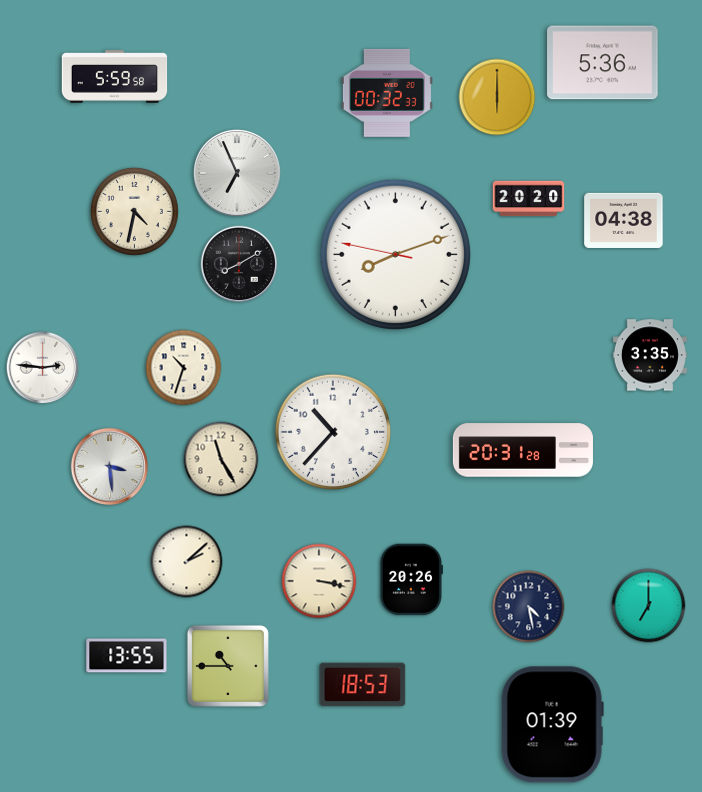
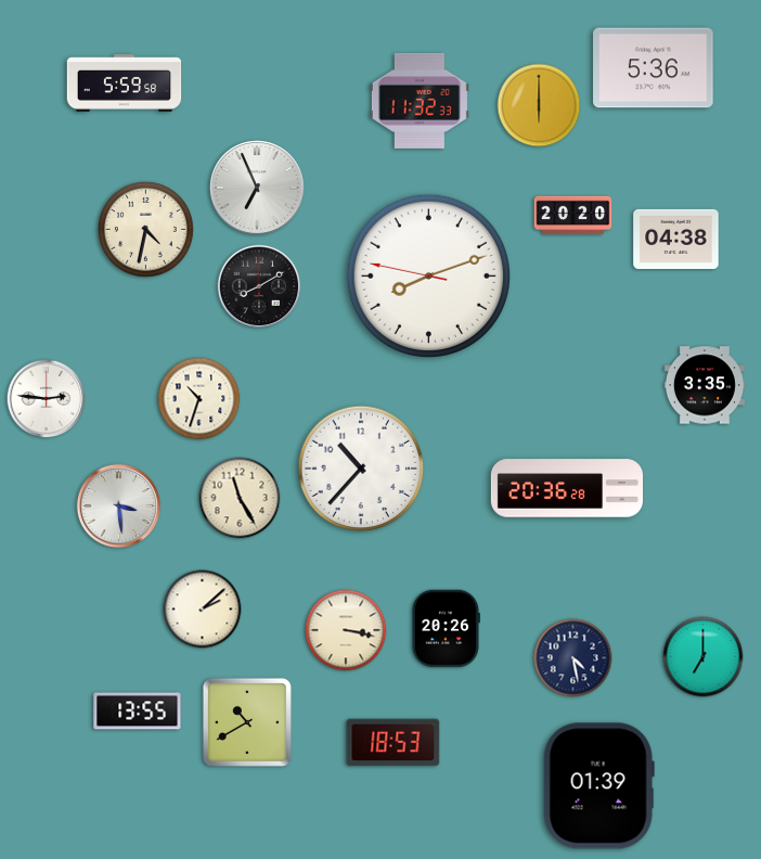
clock at (387, 93): 00:32 -> 11:32
clock at (523, 450): 20:31 -> 20:36
clock at (228, 666): 10:45 -> 10:40
